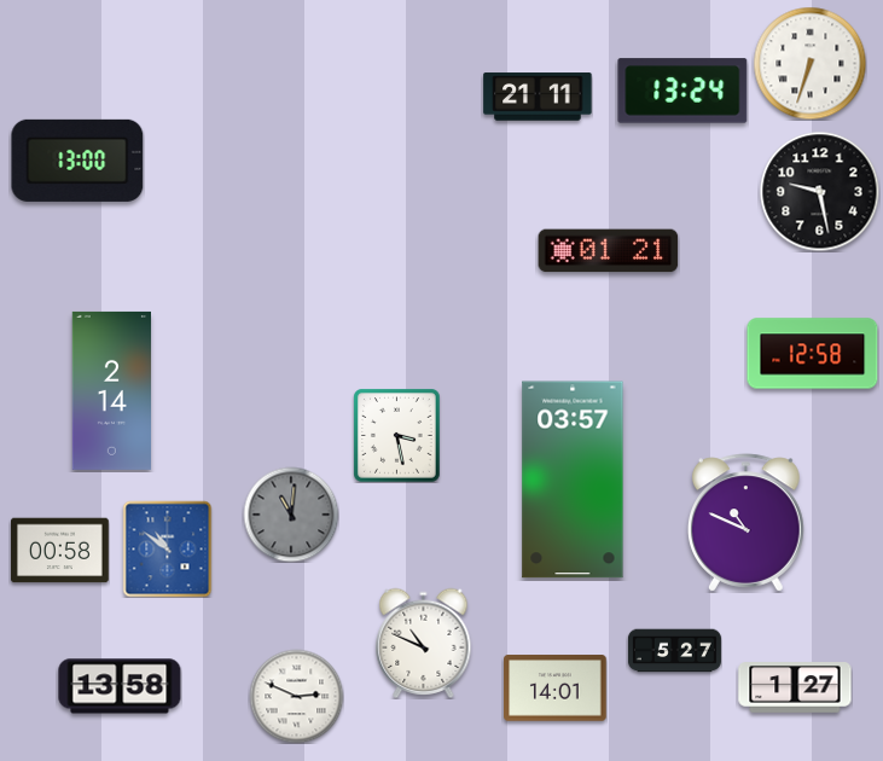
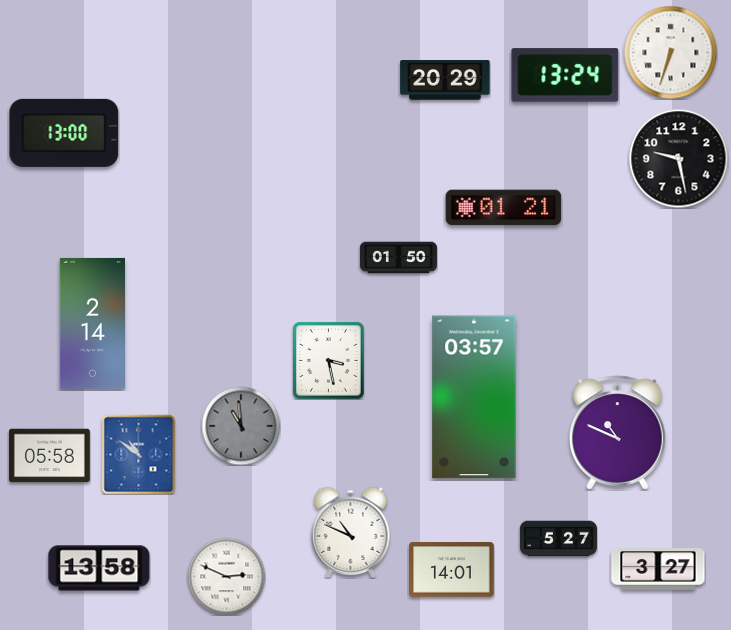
clock at (538, 97): 21:11 -> 20:29
clock at (398, 258): none -> 01:50
clock at (813, 354): 12:58 -> none
clock at (291, 515): 11:01 -> 10:59
clock at (59, 551): 00:58 -> 05:58
clock at (795, 687): 1:27 -> 3:27
clock at (556, 689) position: (556, 689) -> (452, 570)
clock at (296, 696) position: (296, 696) -> (226, 576)
